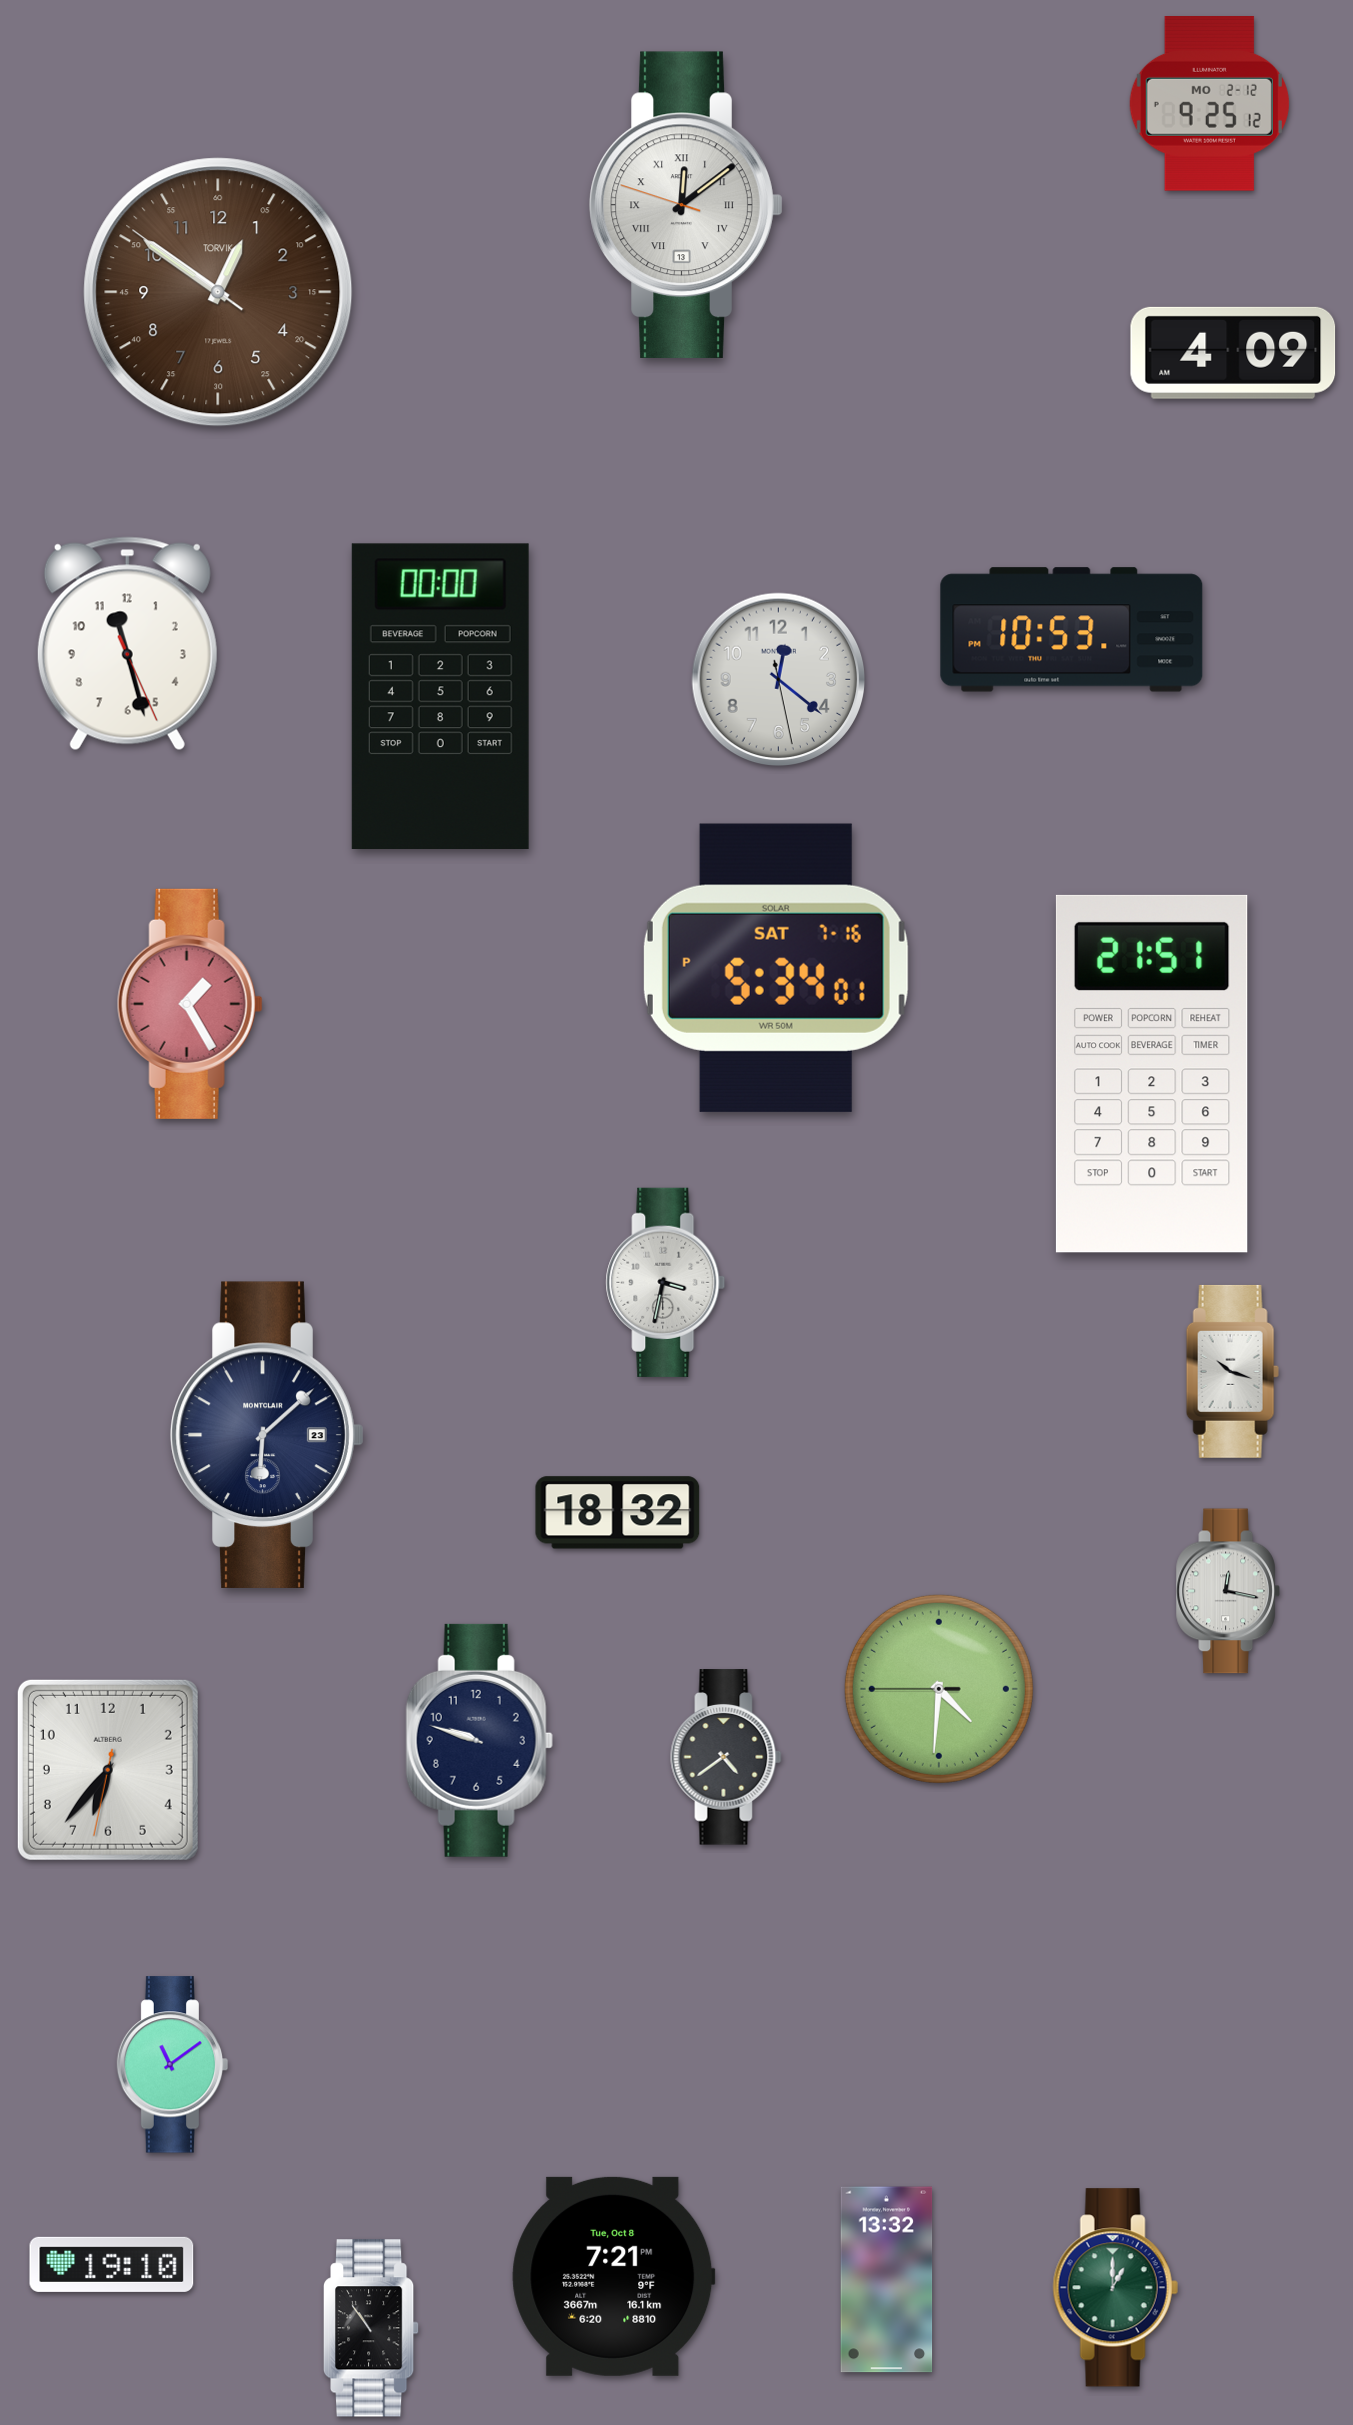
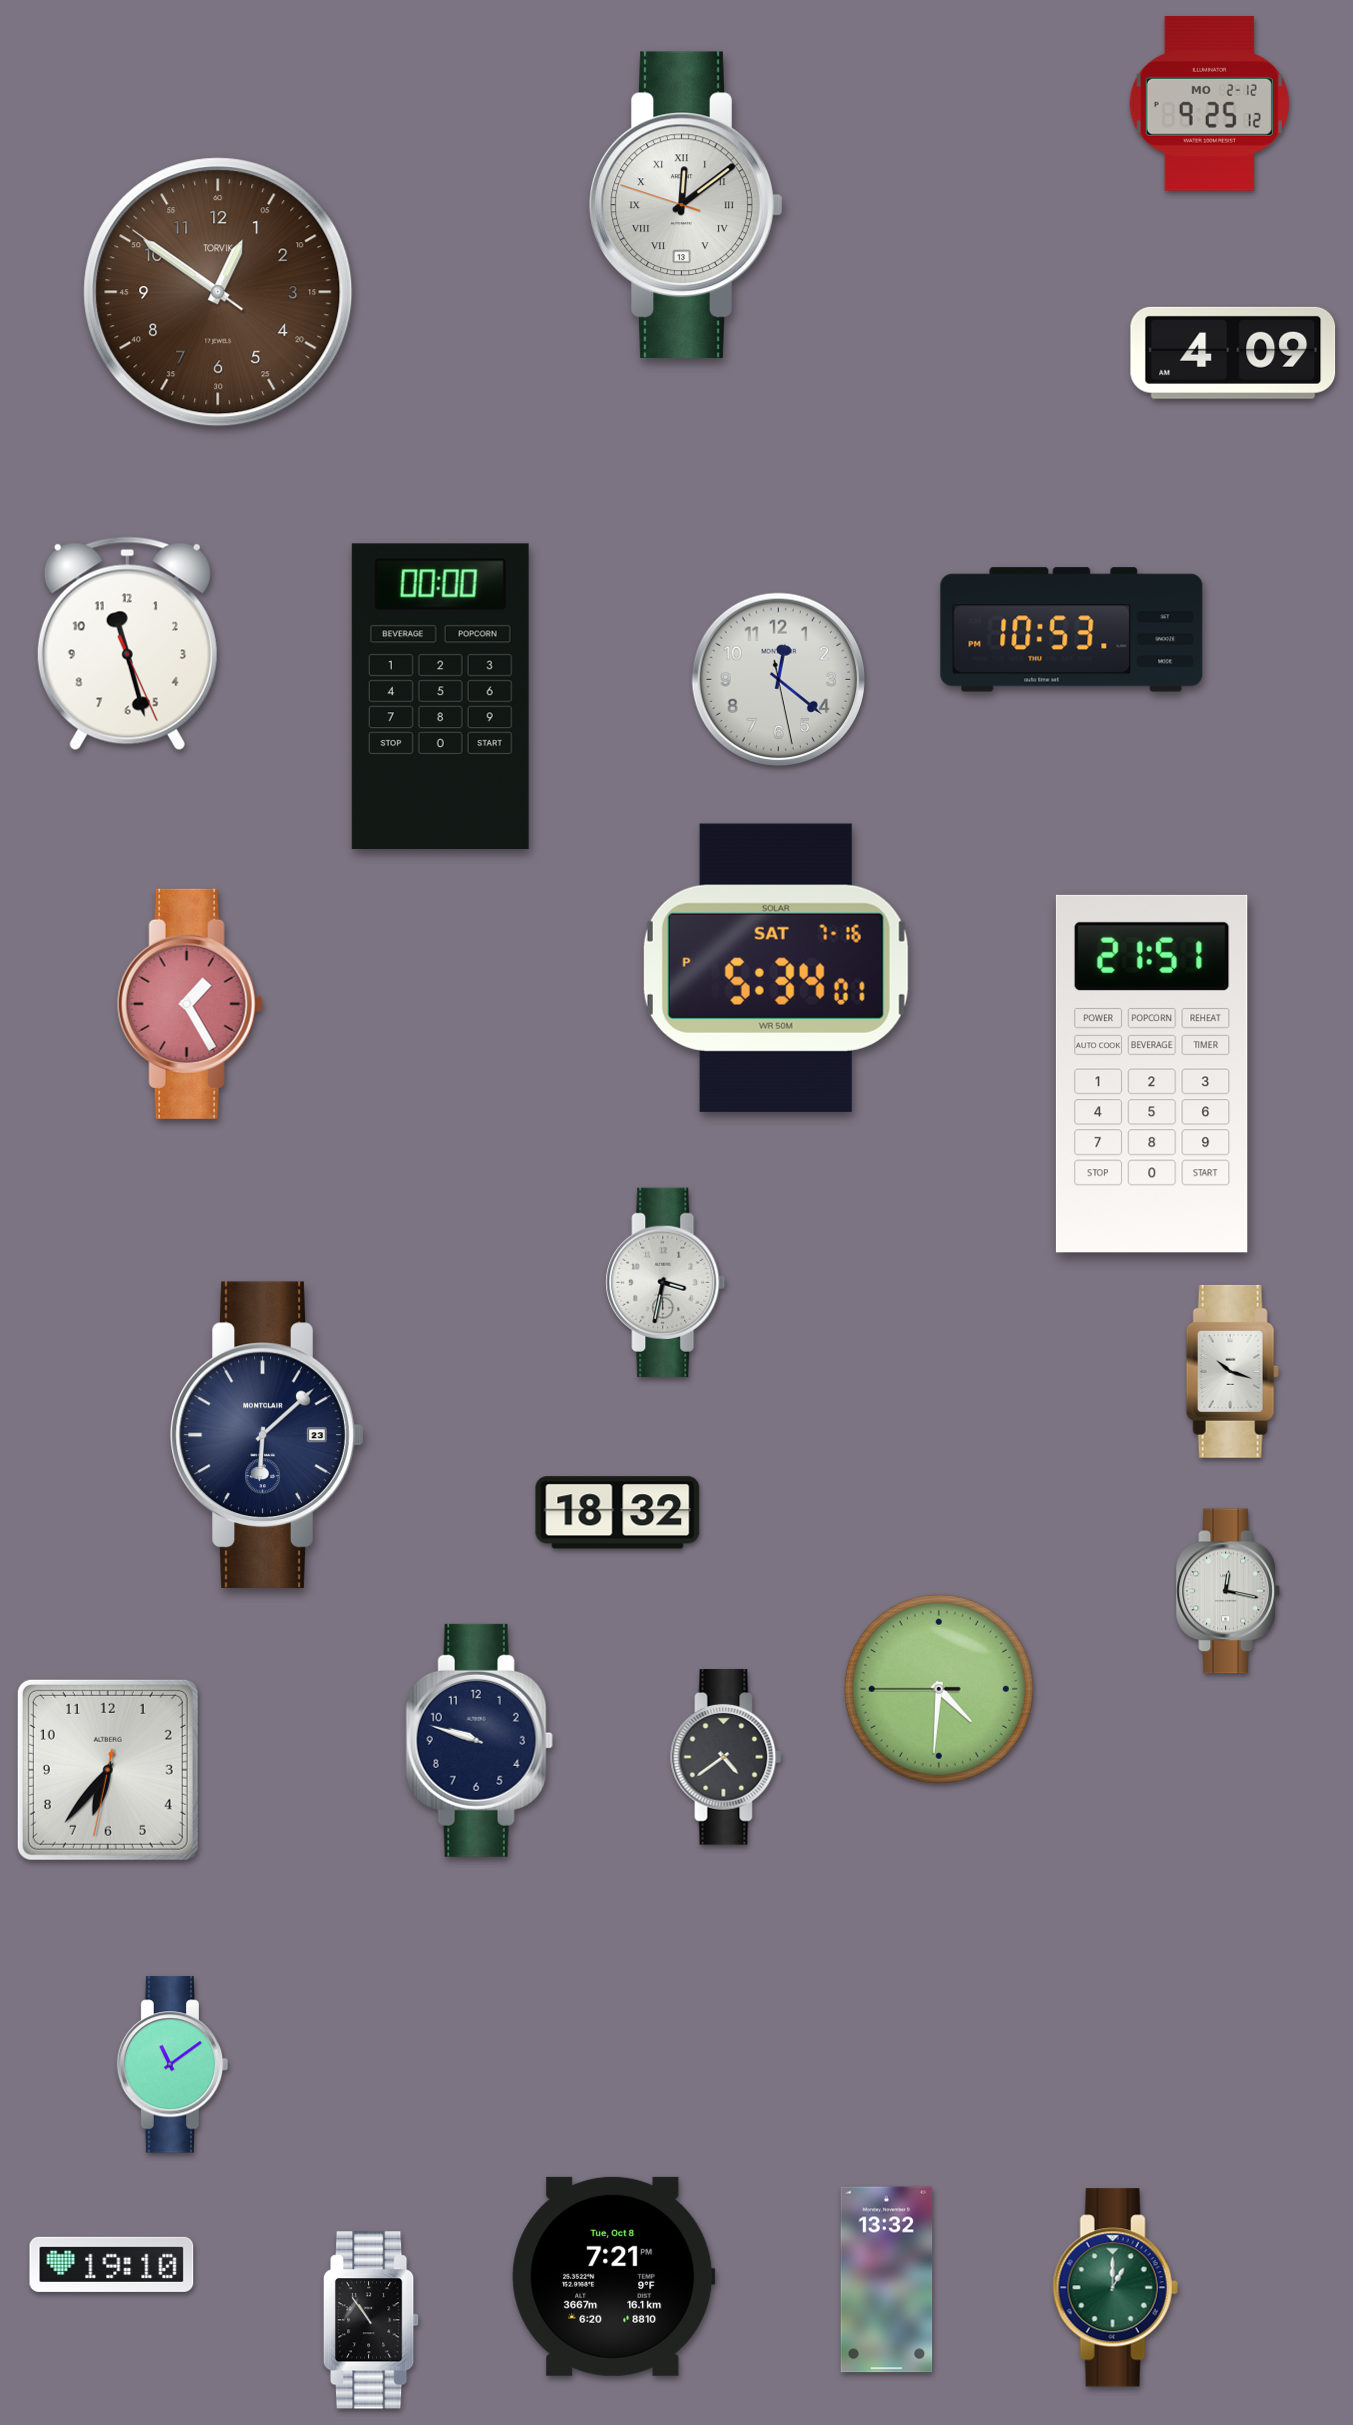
clock at (371, 2328) position: (371, 2328) -> (371, 2320)
